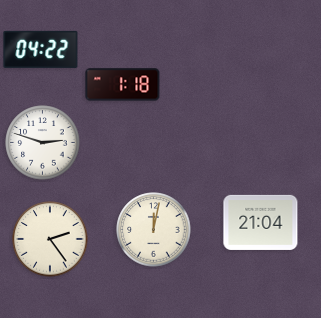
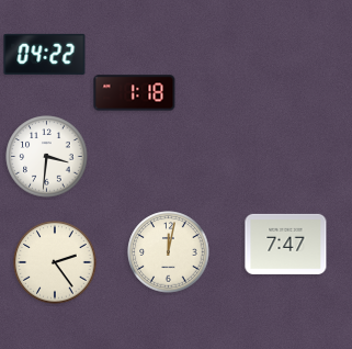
clock at (43, 143): 2:48 -> 3:31
clock at (261, 222): 21:04 -> 7:47
